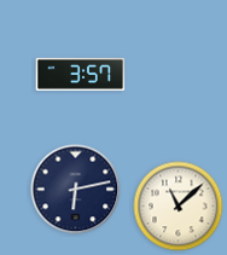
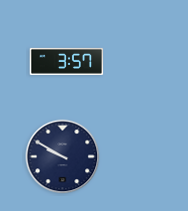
clock at (76, 190): 6:13 -> 9:50
clock at (179, 207): 11:08 -> none
